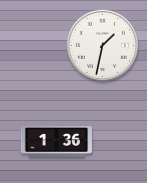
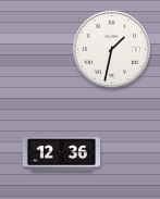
clock at (56, 142): 1:36 -> 12:36
